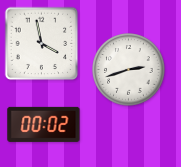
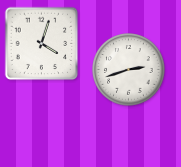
clock at (42, 44): 3:58 -> 4:03
clock at (44, 124): 00:02 -> none
